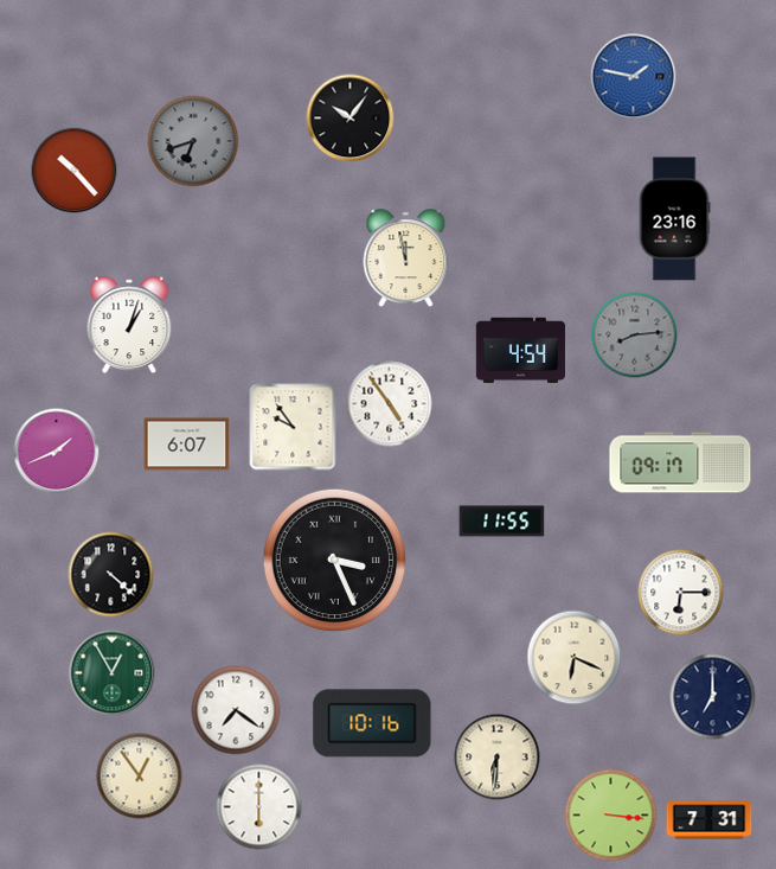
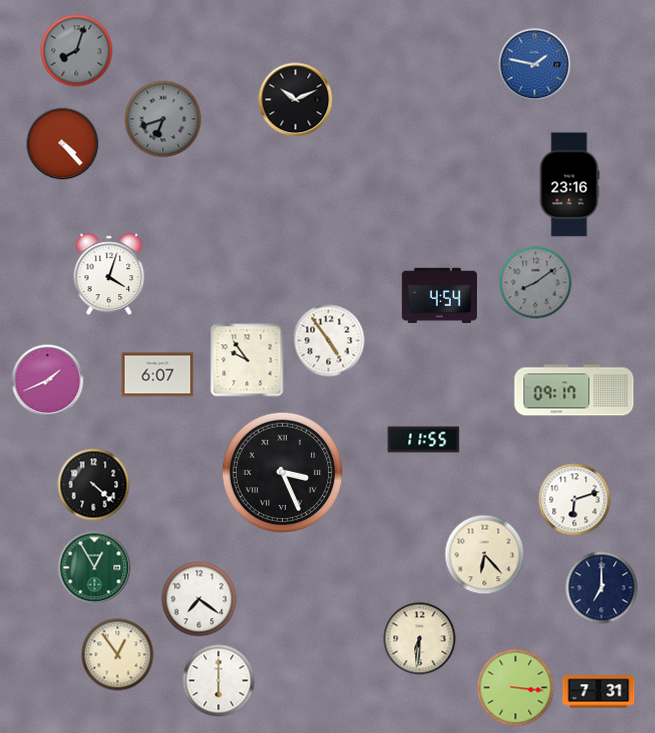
clock at (77, 51): none -> 8:03
clock at (351, 119): 10:06 -> 10:11
clock at (75, 171): 10:23 -> 4:23
clock at (406, 258): 11:58 -> none
clock at (129, 324): 1:03 -> 4:03
clock at (635, 336): 8:14 -> 8:09
clock at (681, 593): 6:15 -> 6:12
clock at (575, 658): 6:19 -> 6:23
clock at (372, 723): 10:16 -> none
